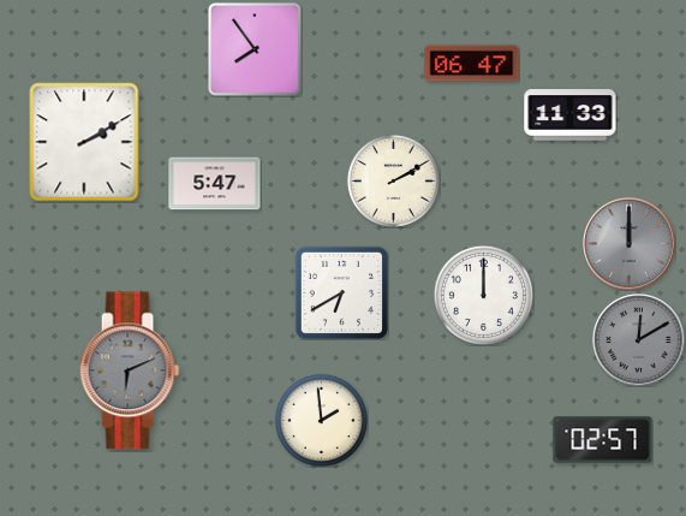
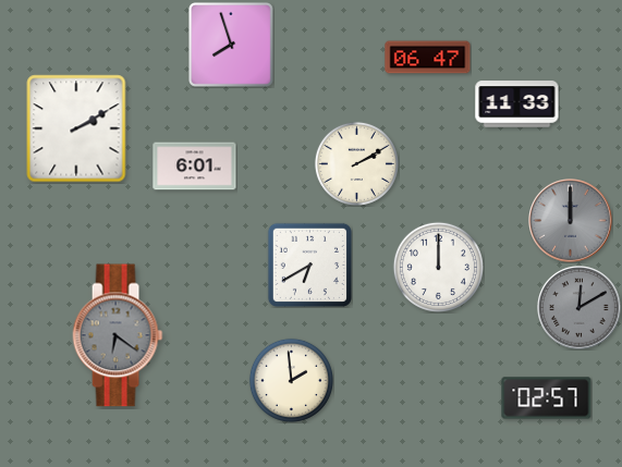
clock at (256, 51): 7:54 -> 7:57
clock at (215, 184): 5:47 -> 6:01
clock at (130, 370): 6:11 -> 6:21
